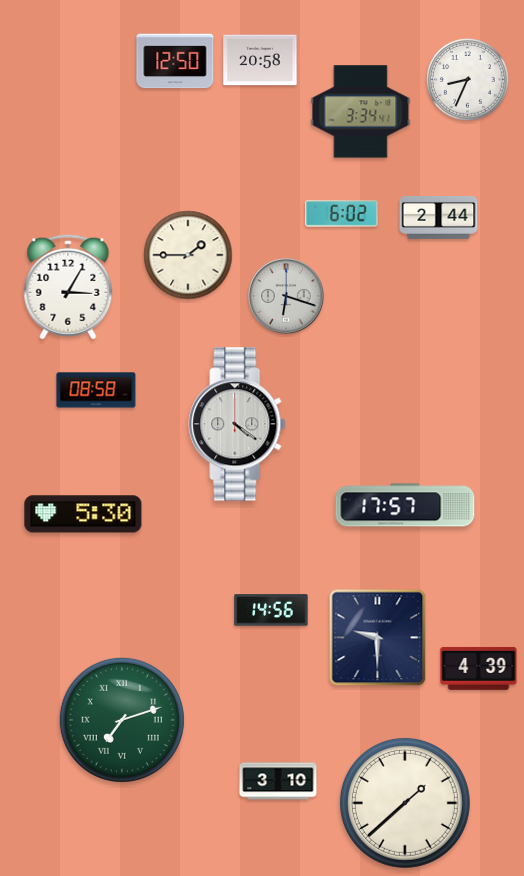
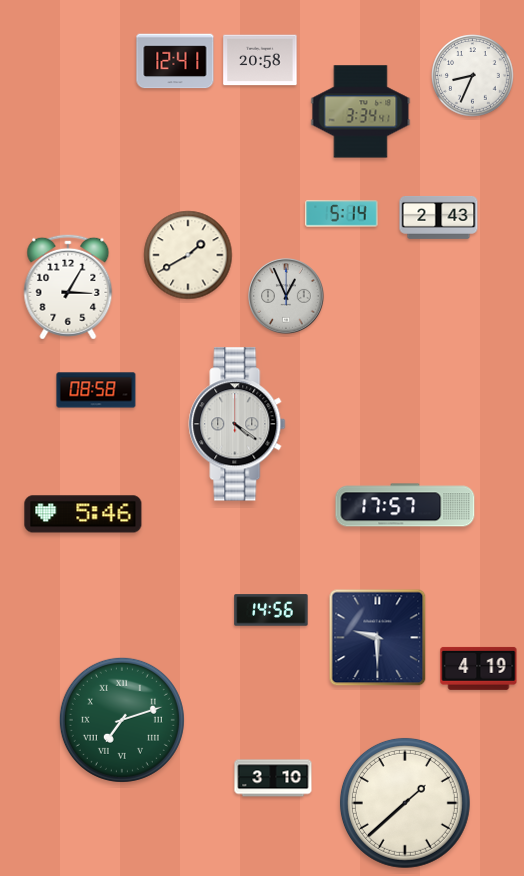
clock at (175, 61): 12:50 -> 12:41
clock at (468, 80) position: (468, 80) -> (473, 76)
clock at (342, 214): 6:02 -> 5:14
clock at (439, 217): 2:44 -> 2:43
clock at (188, 255): 1:45 -> 1:40
clock at (286, 296): 6:18 -> 12:56
clock at (83, 514): 5:30 -> 5:46
clock at (479, 668): 4:39 -> 4:19
clock at (278, 781) position: (278, 781) -> (273, 778)
